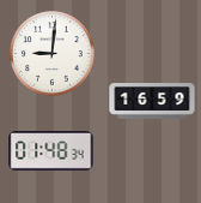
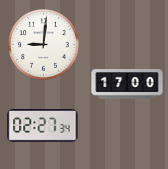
clock at (152, 102): 16:59 -> 17:00
clock at (51, 151): 01:48 -> 02:27
